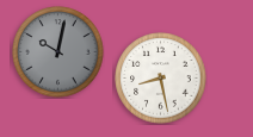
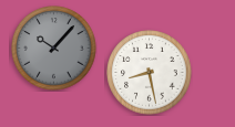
clock at (58, 52): 10:02 -> 10:07
